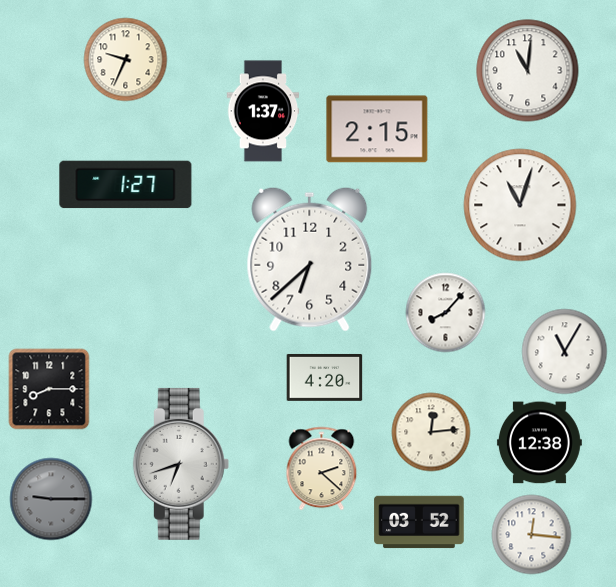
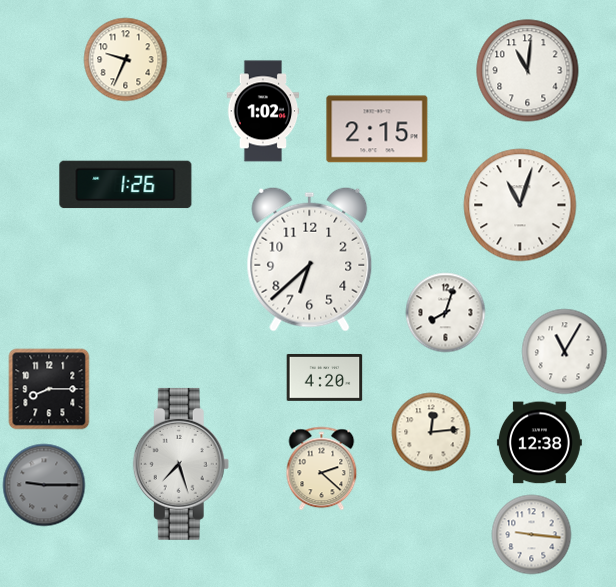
clock at (263, 111): 1:37 -> 1:02
clock at (126, 185): 1:27 -> 1:26
clock at (446, 313): 8:07 -> 8:03
clock at (181, 464): 6:42 -> 7:27
clock at (51, 499) position: (51, 499) -> (44, 485)
clock at (419, 522): 03:52 -> none
clock at (532, 535): 12:16 -> 9:16
